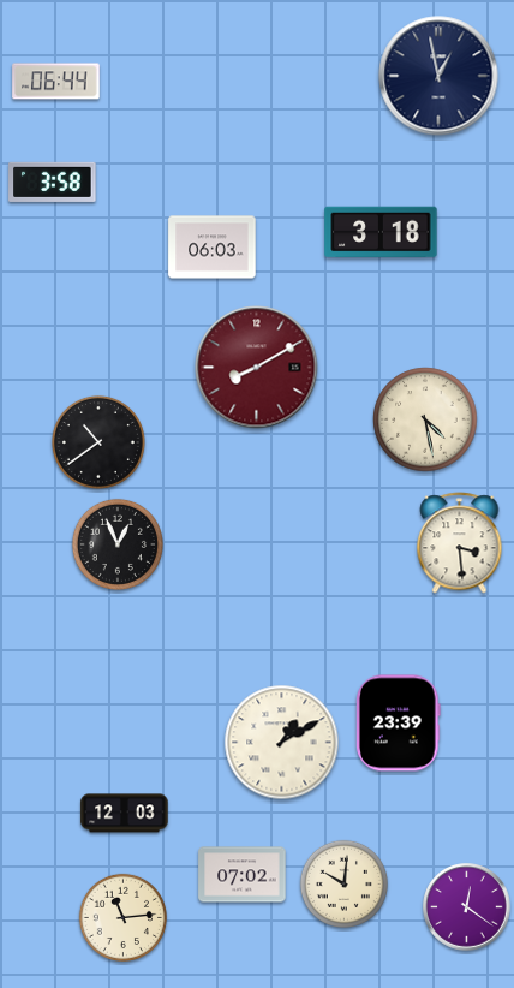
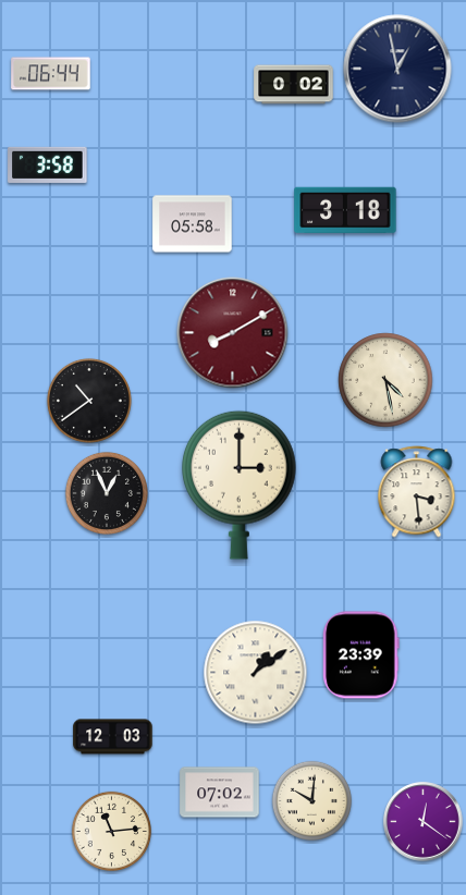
clock at (294, 85): none -> 0:02
clock at (213, 248): 06:03 -> 05:58
clock at (240, 485): none -> 3:00
clock at (282, 743): 1:10 -> 1:09
